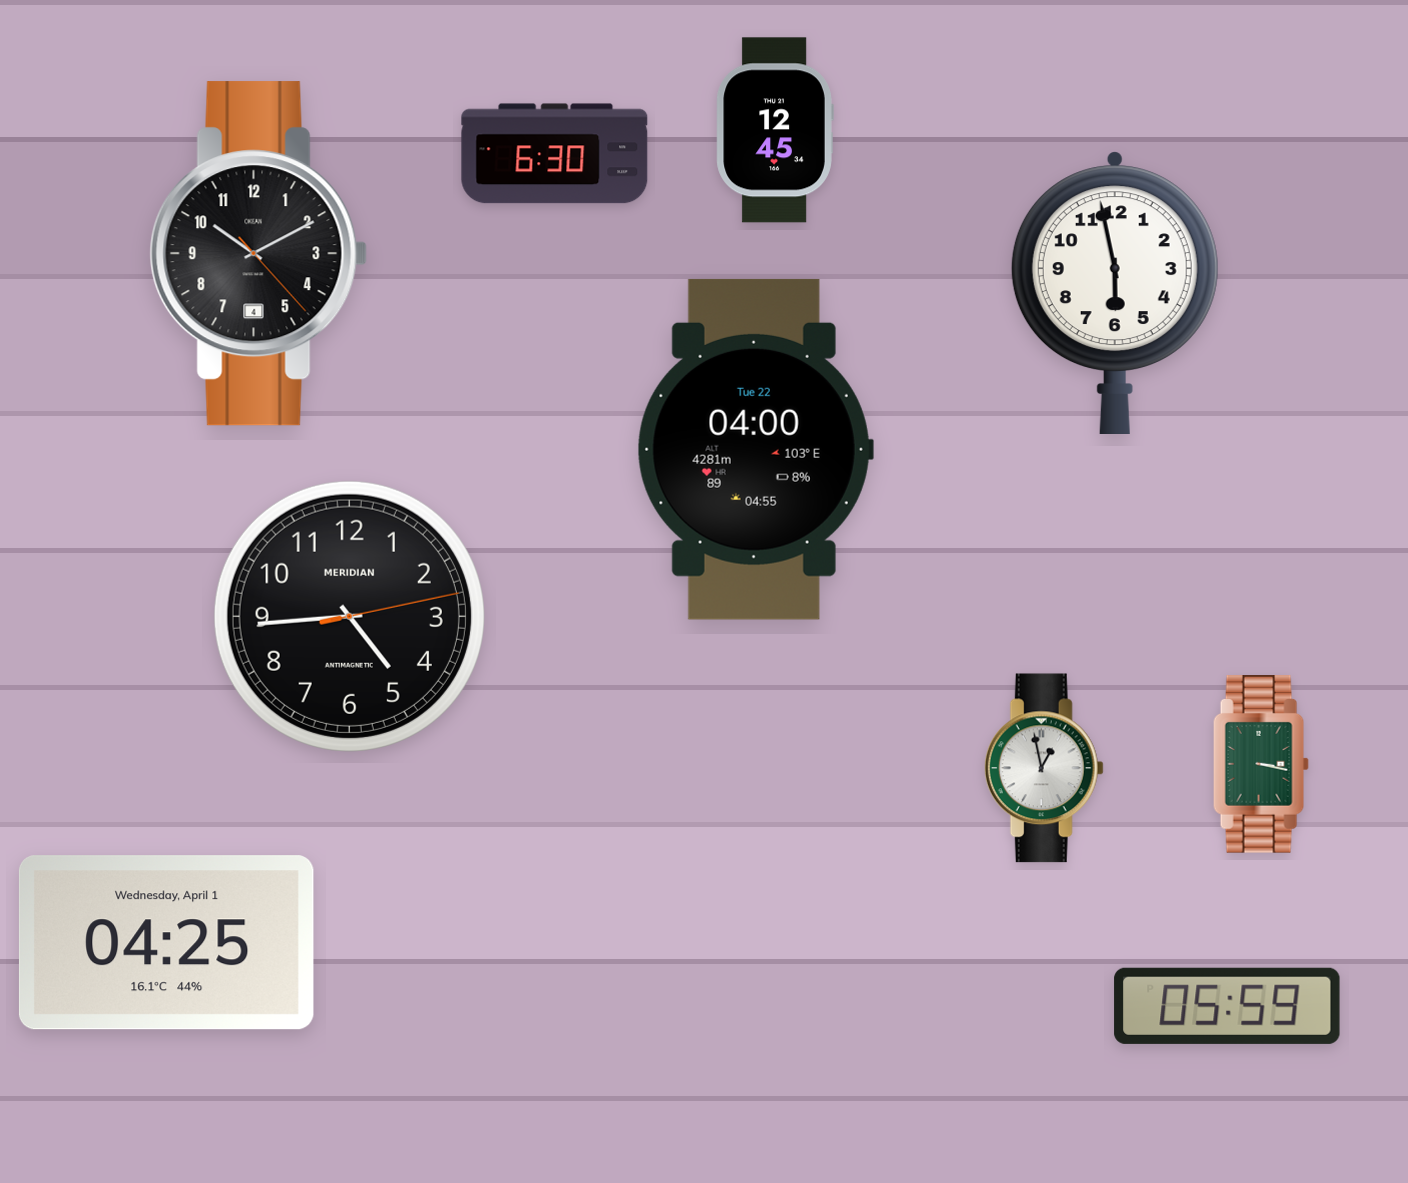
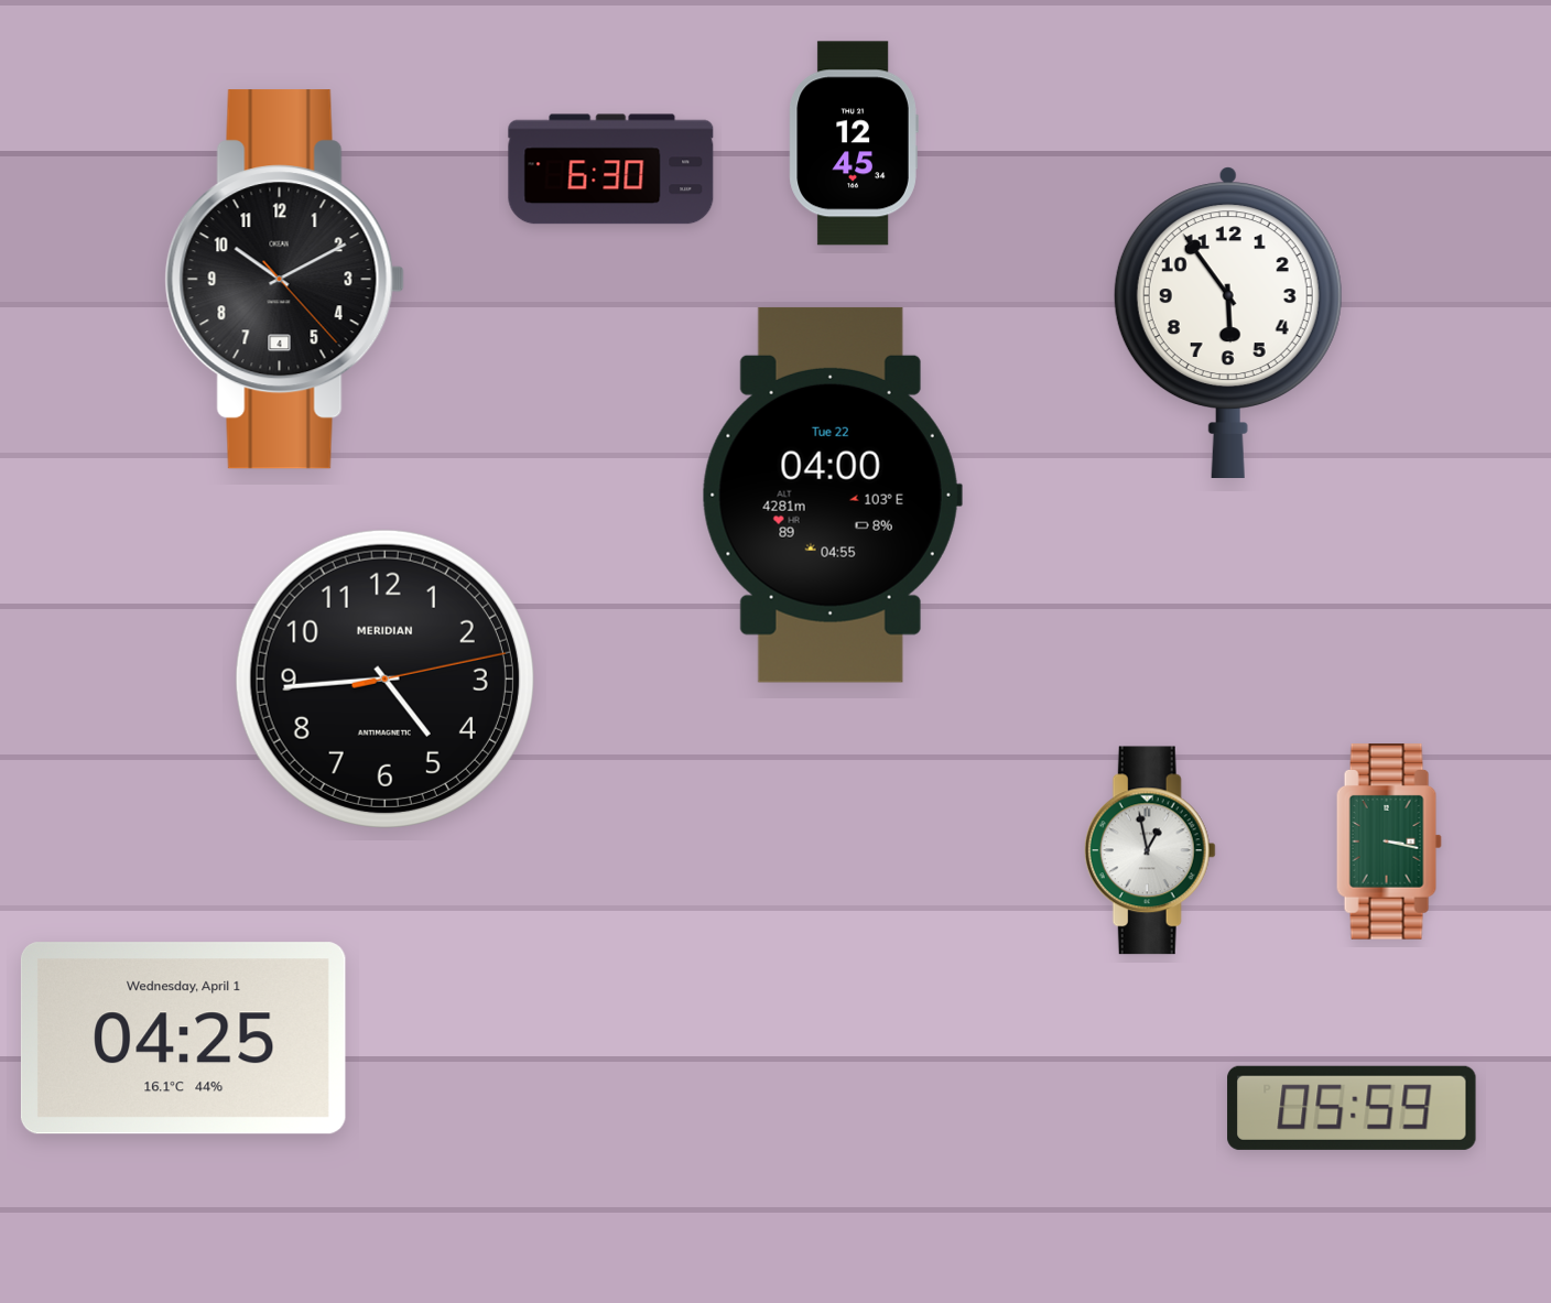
clock at (1115, 292): 5:58 -> 5:54
clock at (1044, 768) position: (1044, 768) -> (1150, 850)
